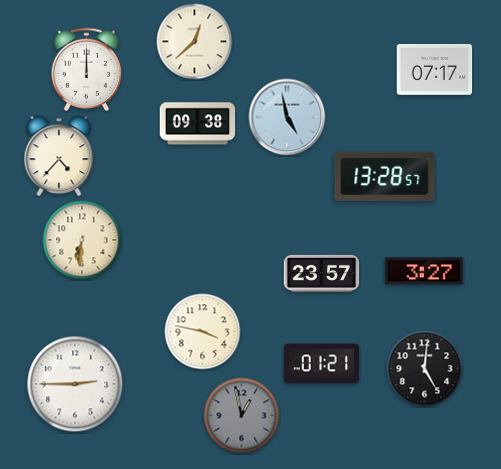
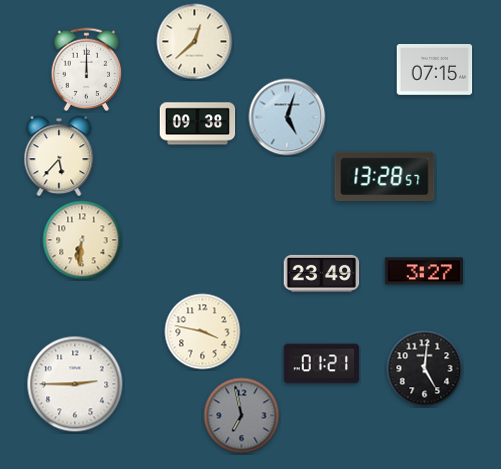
clock at (435, 70): 07:17 -> 07:15
clock at (287, 117): 4:58 -> 5:03
clock at (59, 156): 4:37 -> 5:37
clock at (322, 273): 23:57 -> 23:49
clock at (242, 416): 12:58 -> 6:58
